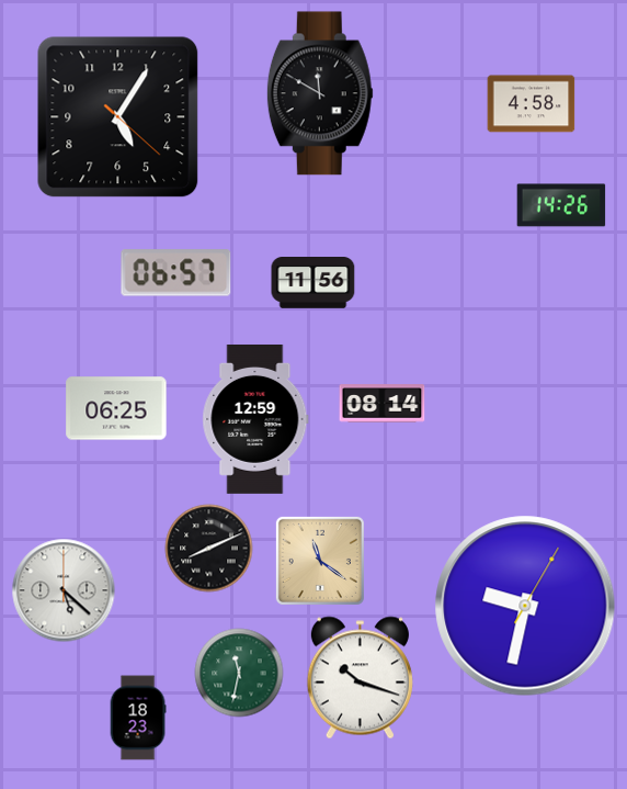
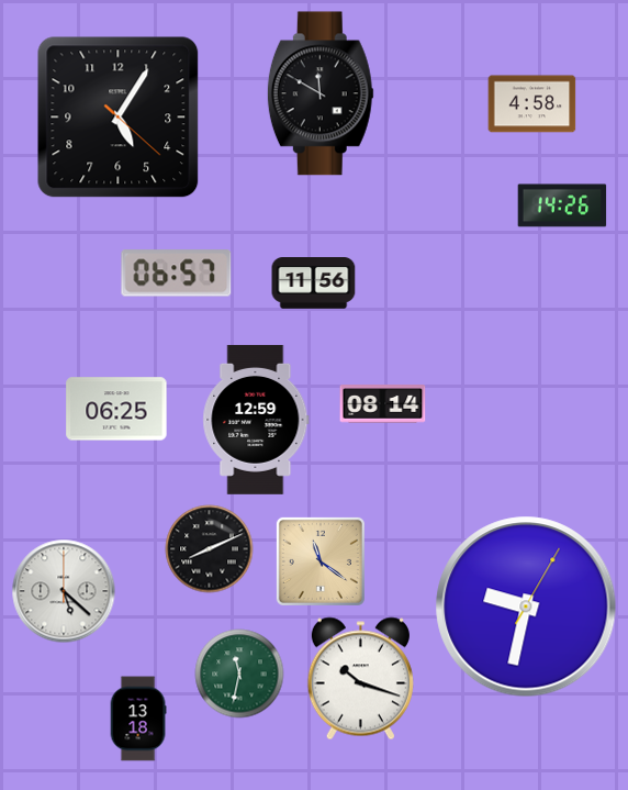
clock at (138, 718): 18:23 -> 13:18
